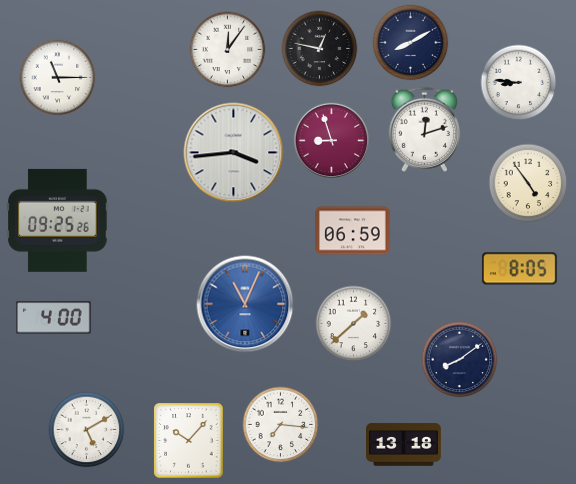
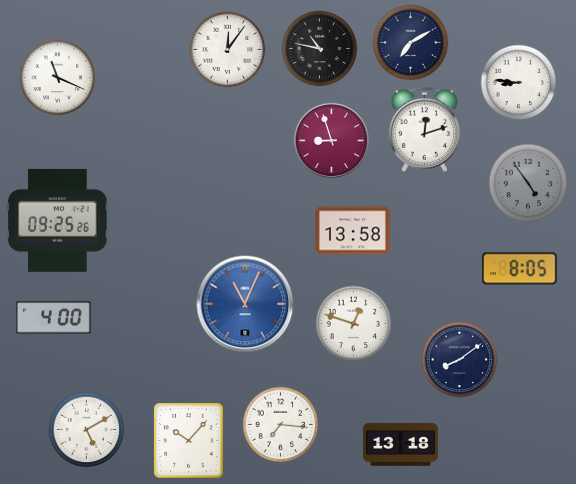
clock at (411, 43): 8:10 -> 7:10
clock at (320, 49): 12:47 -> 10:47
clock at (58, 78): 11:15 -> 11:19
clock at (234, 153): 3:44 -> none
clock at (528, 183) dial: cream -> grey
clock at (353, 231): 06:59 -> 13:58
clock at (354, 324): 1:38 -> 12:48
clock at (404, 445) position: (404, 445) -> (401, 445)
